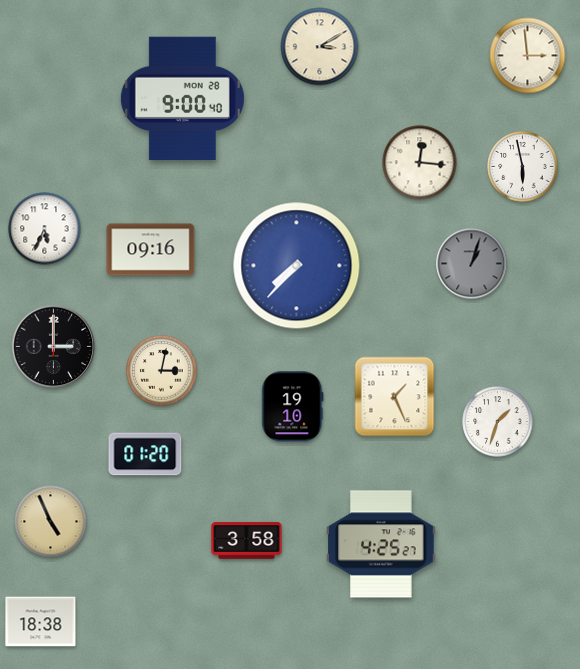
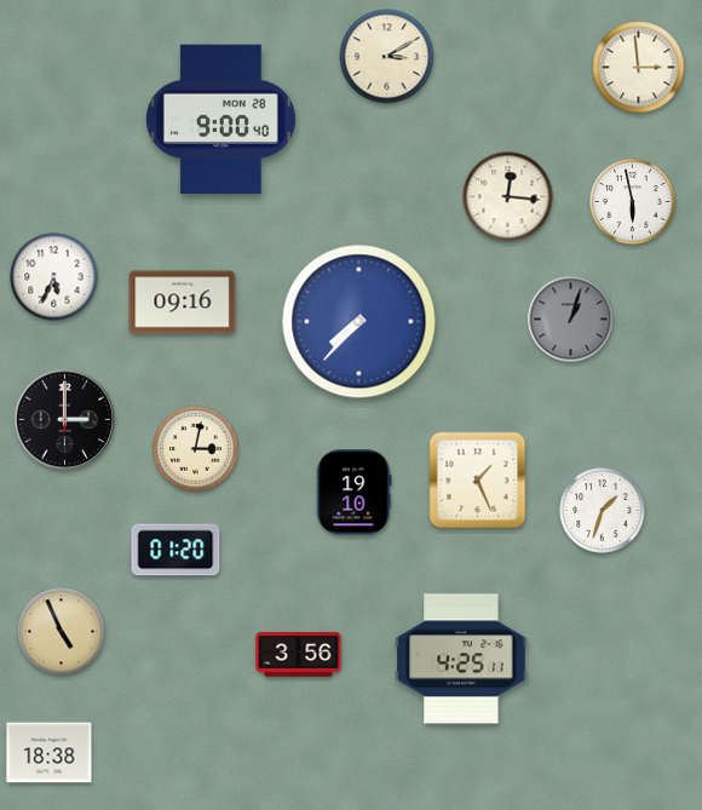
clock at (247, 541): 3:58 -> 3:56
clock at (381, 544): 4:25:27 -> 4:25:11
